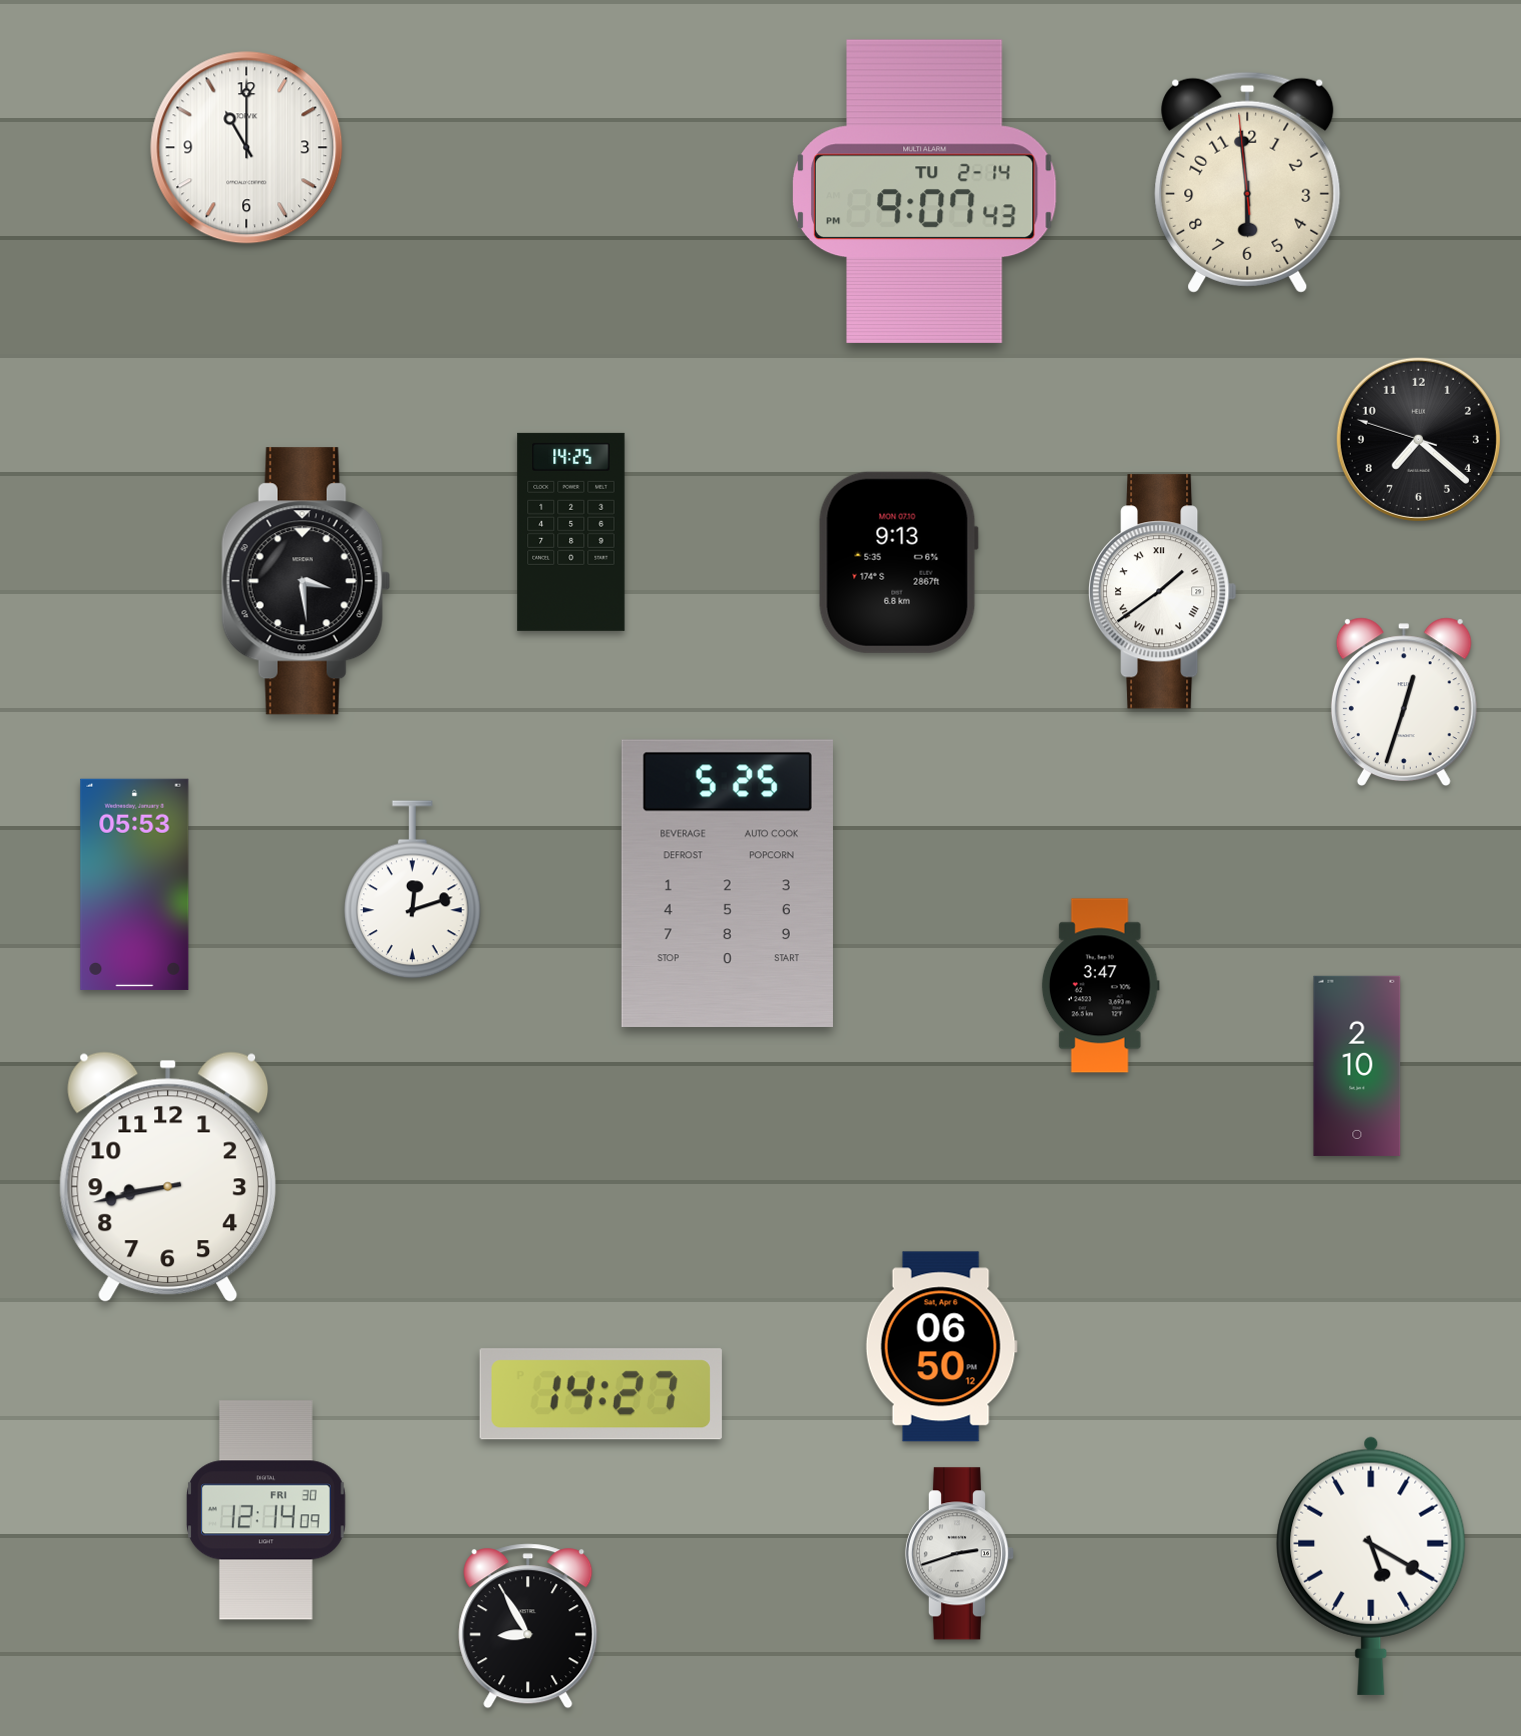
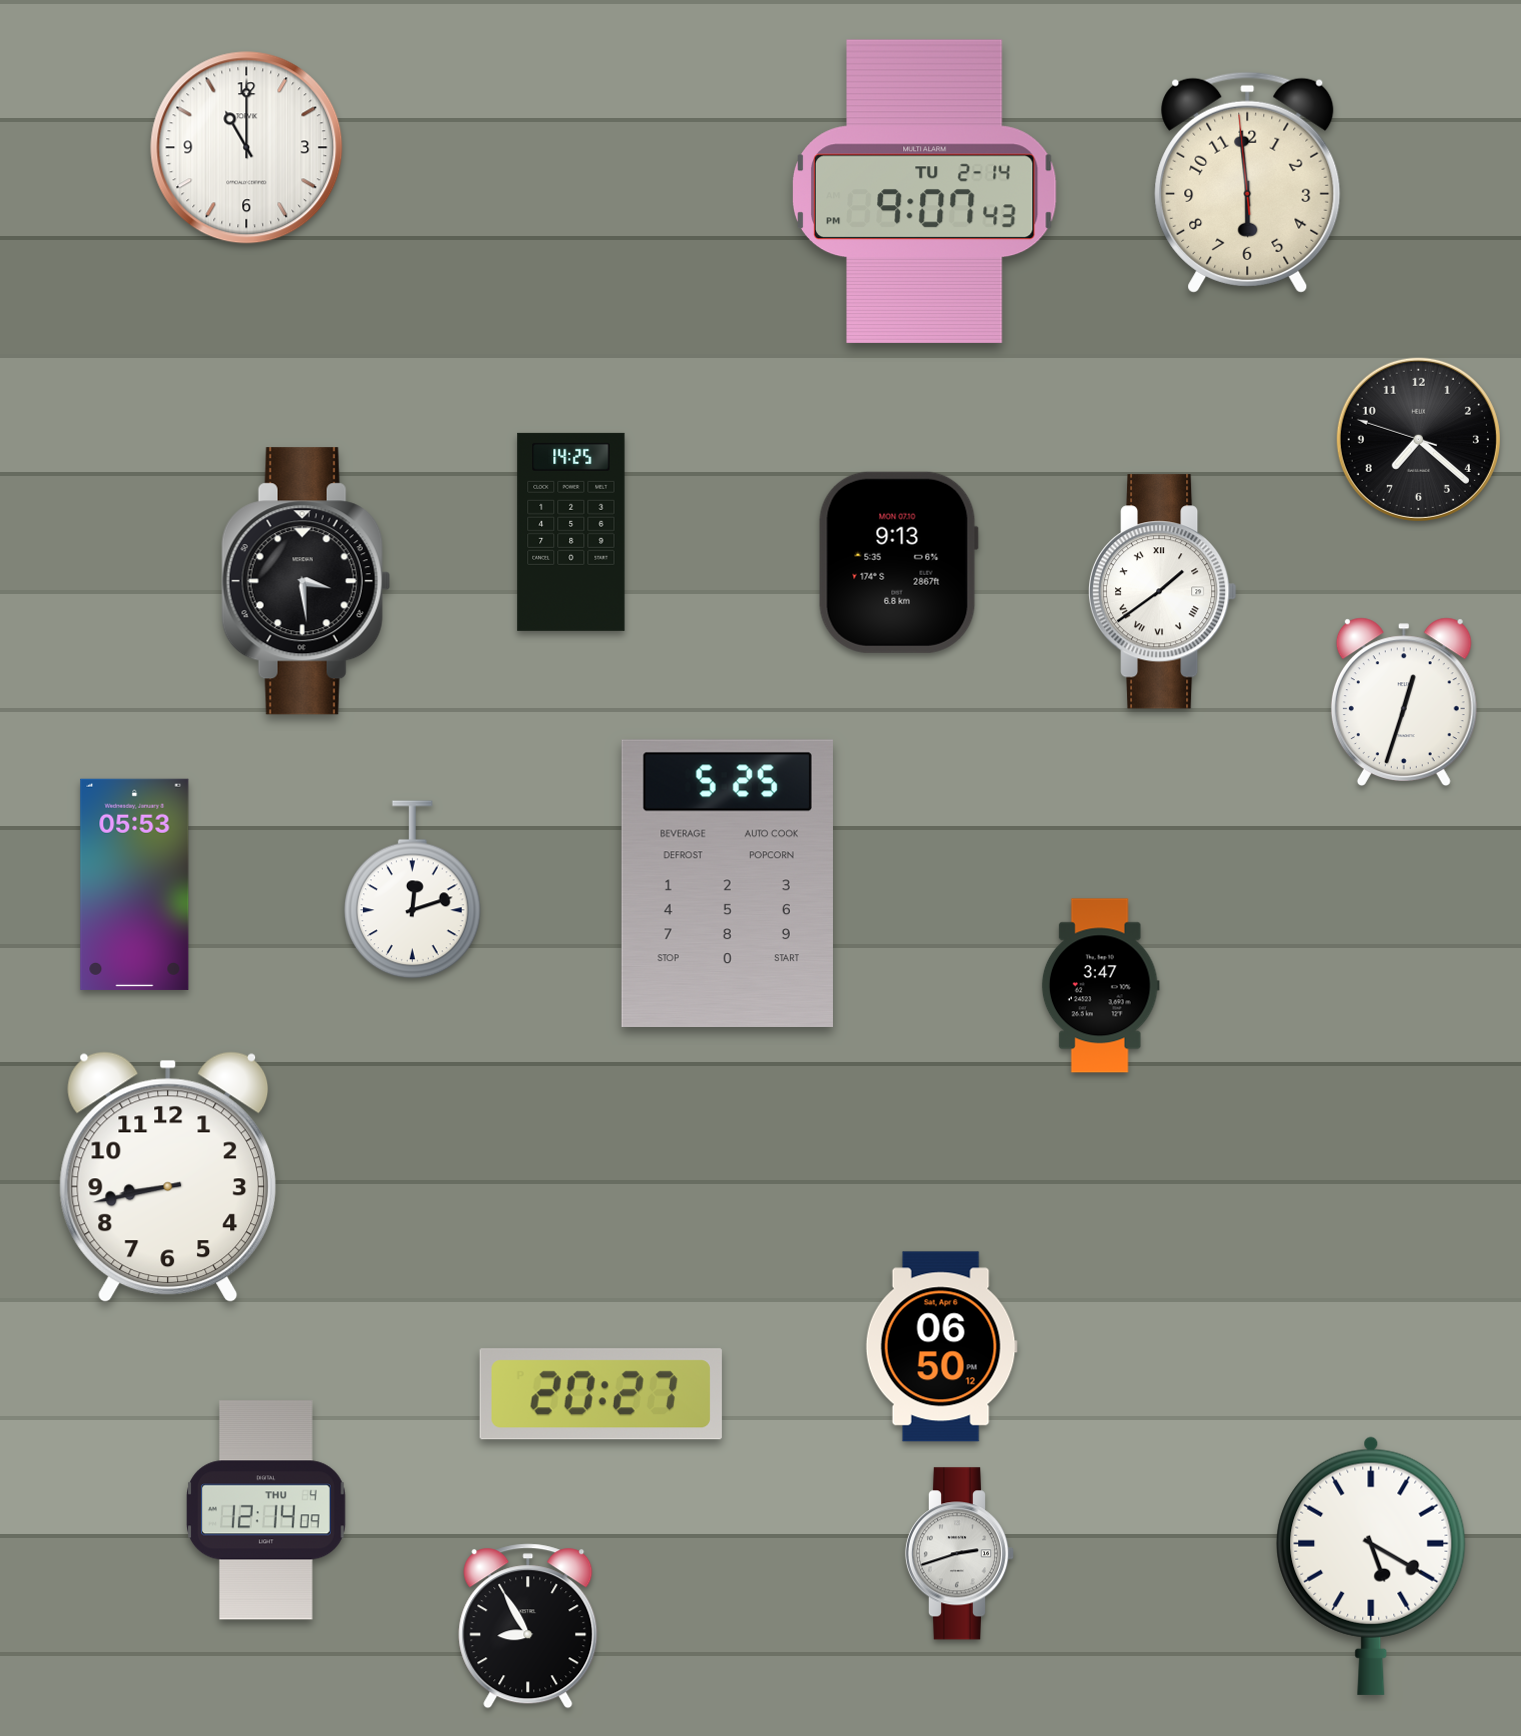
clock at (1357, 1066): 2:10 -> none
clock at (601, 1394): 14:27 -> 20:27
clock at (267, 1510) date: FRI 30 -> THU 4
